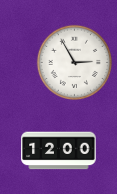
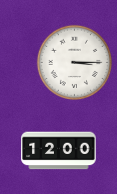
clock at (74, 62): 2:55 -> 3:15
